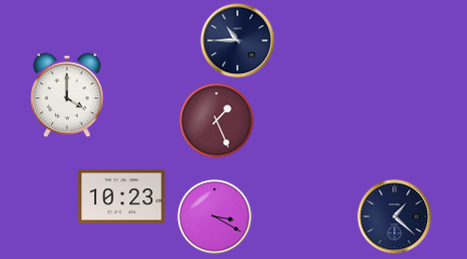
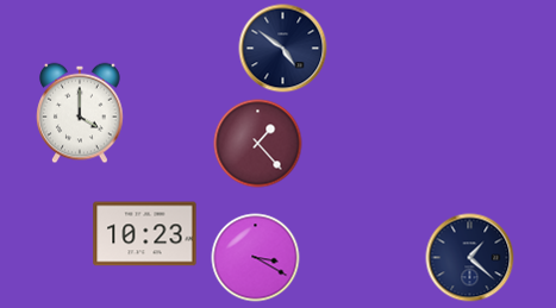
clock at (238, 41): 10:45 -> 4:51
clock at (217, 121): 1:26 -> 1:23
